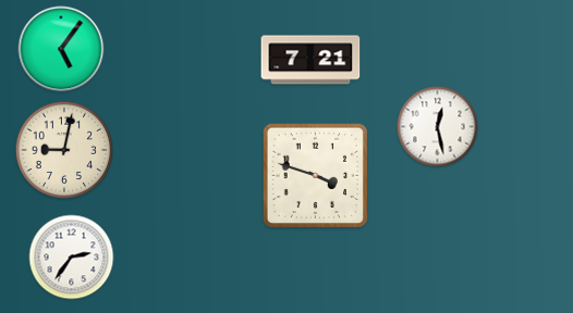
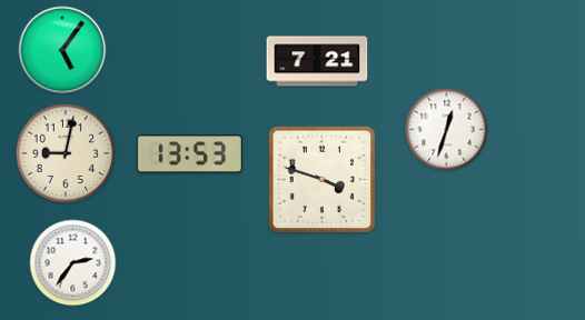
clock at (438, 127): 12:28 -> 12:33
clock at (189, 154): none -> 13:53
